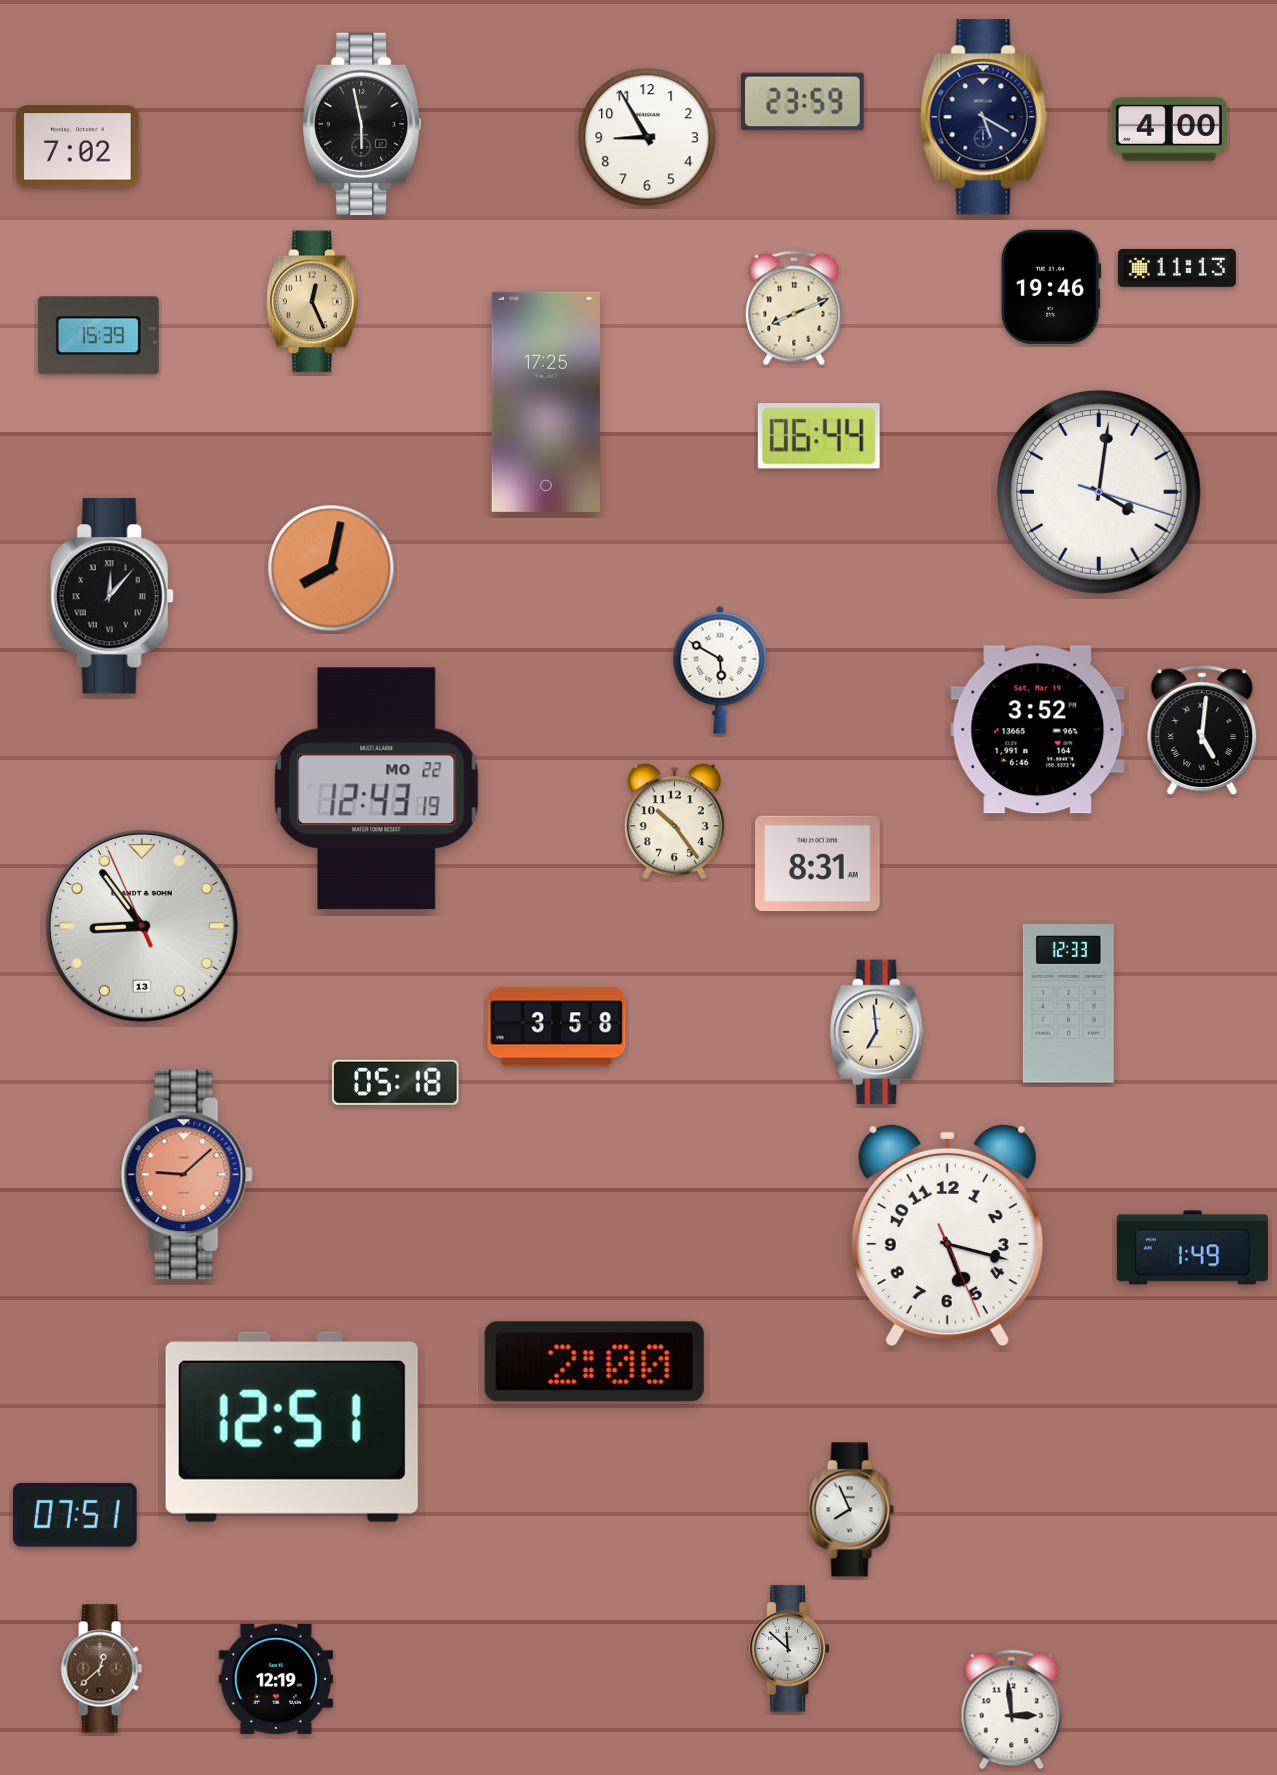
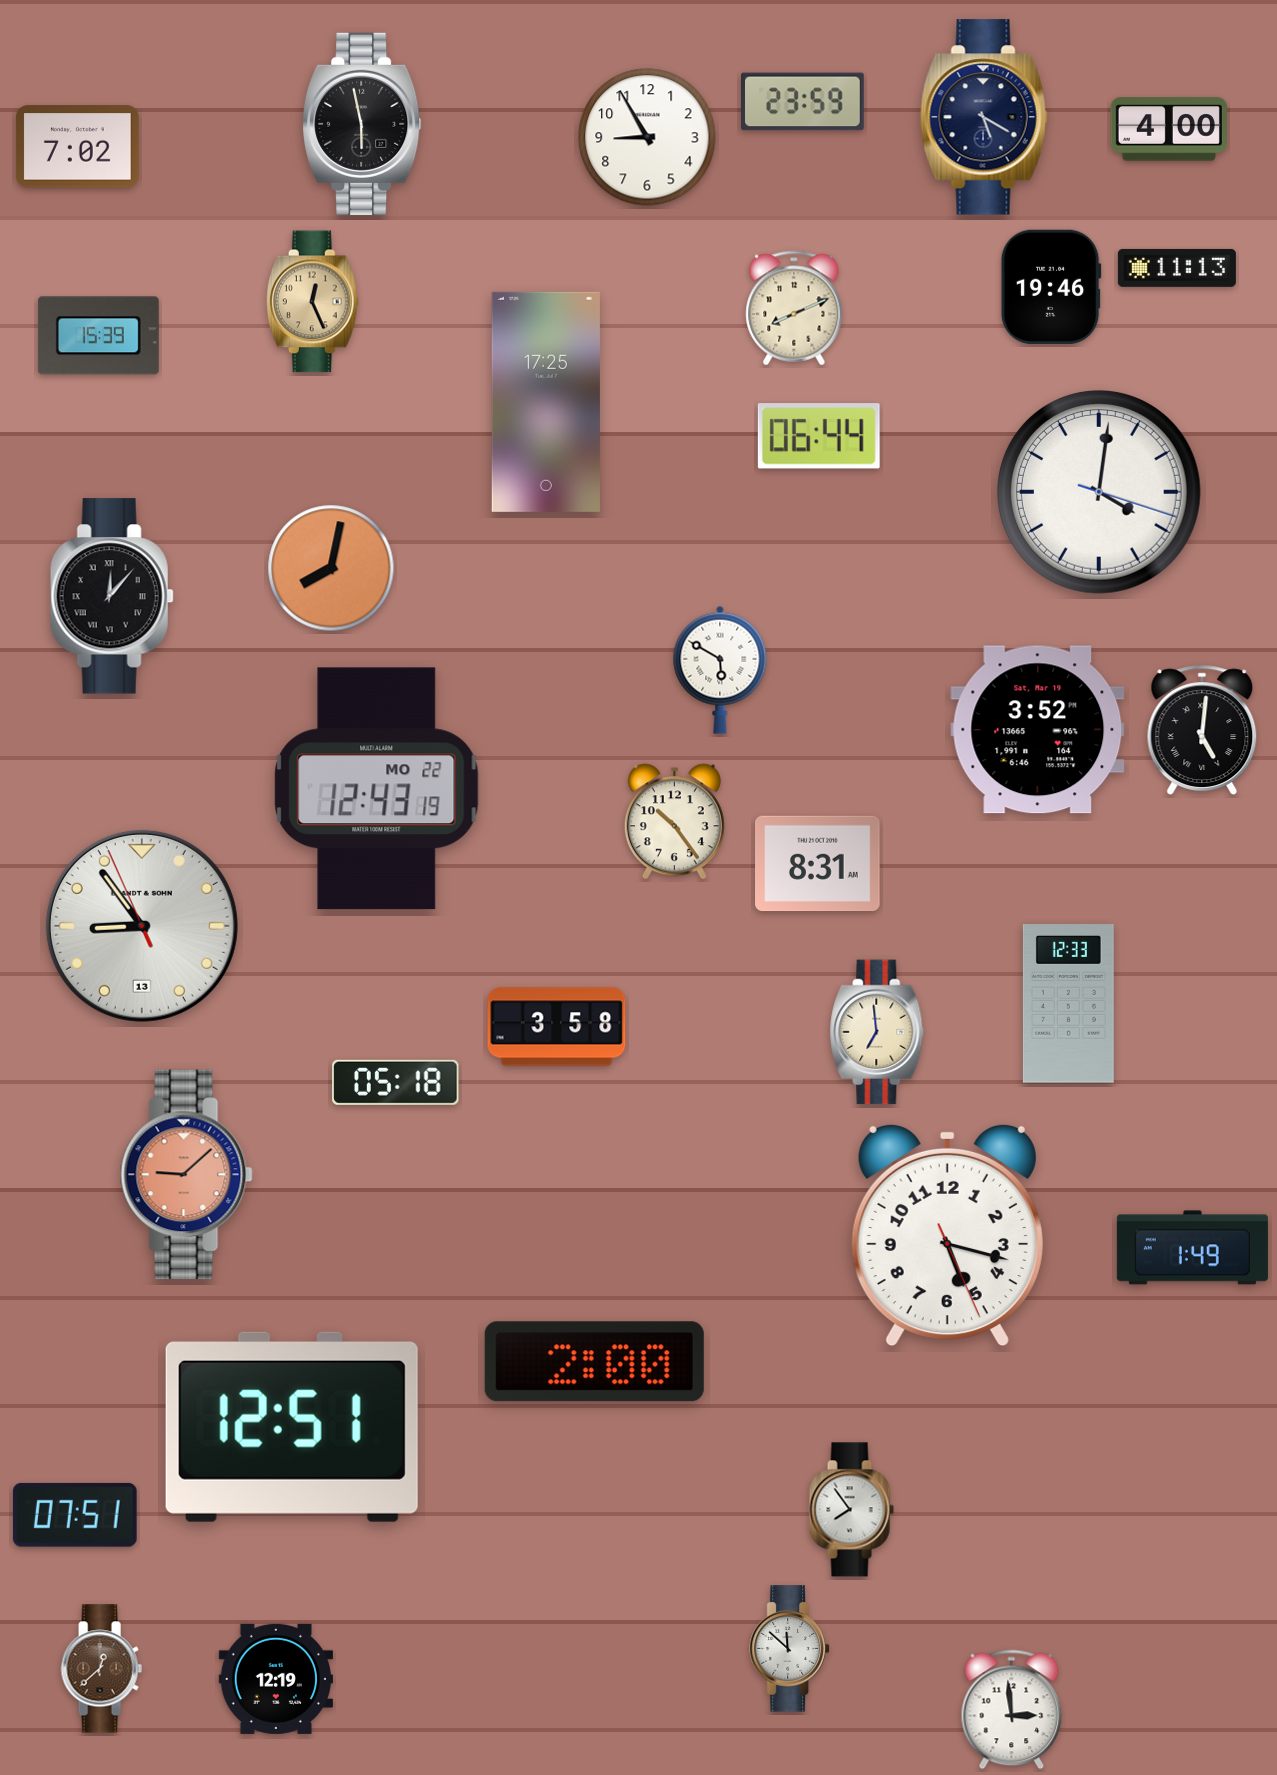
clock at (851, 1510): 7:56 -> 7:54
